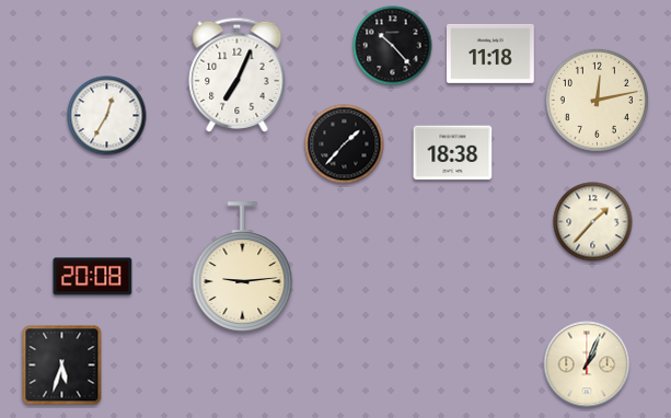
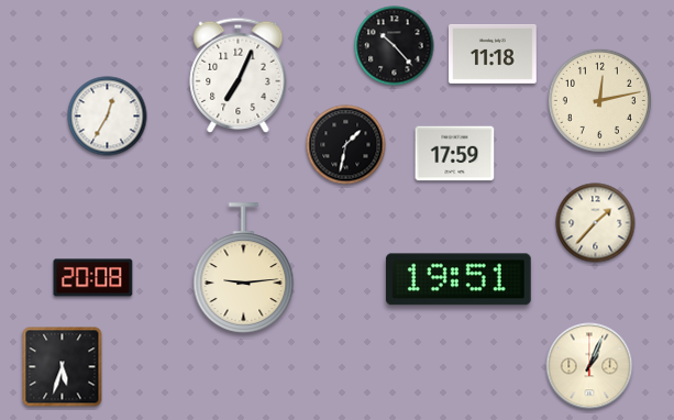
clock at (345, 144): 1:37 -> 1:32
clock at (453, 153): 18:38 -> 17:59
clock at (458, 279): none -> 19:51
